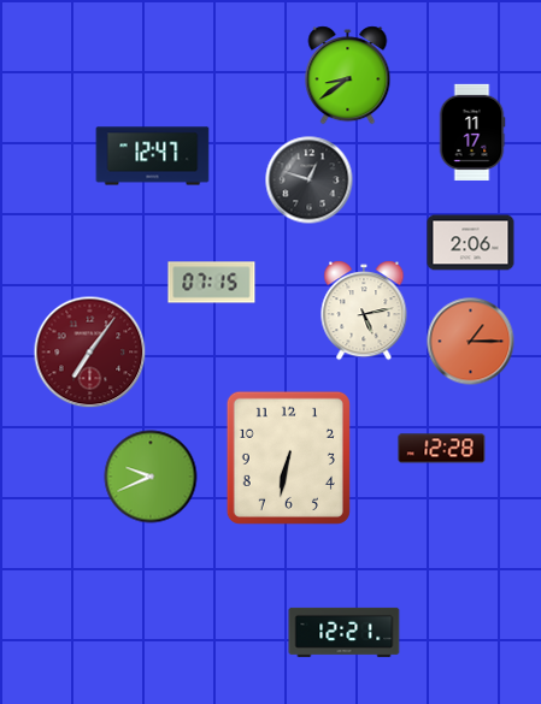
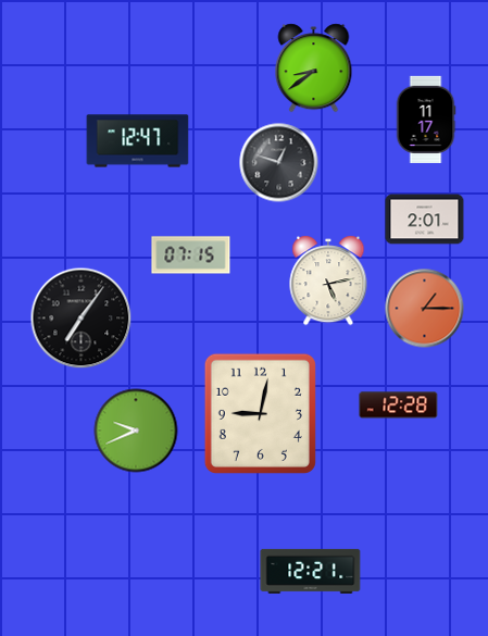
clock at (471, 243): 2:06 -> 2:01
clock at (90, 353) dial: burgundy -> black
clock at (288, 457): 6:32 -> 9:02
